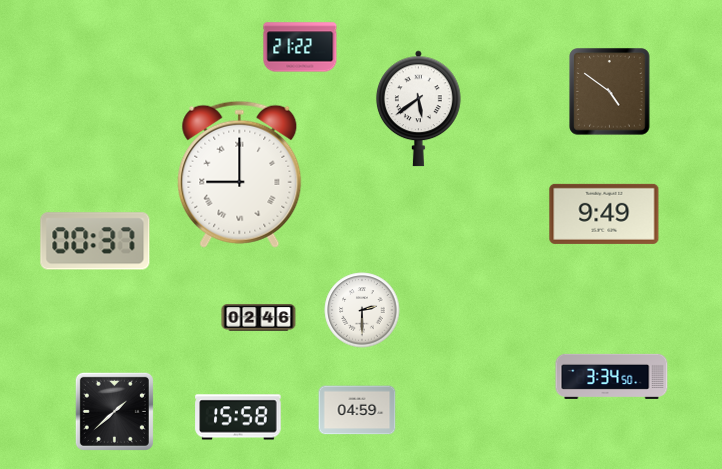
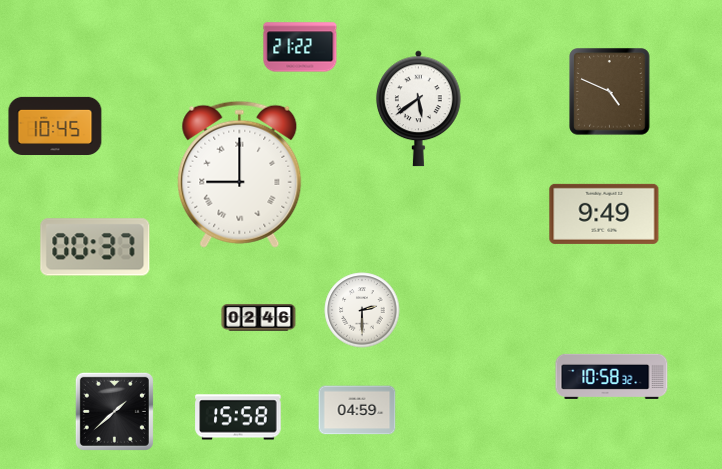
clock at (610, 92): 4:51 -> 4:49
clock at (55, 125): none -> 10:45
clock at (95, 241) position: (95, 241) -> (95, 247)
clock at (612, 376): 3:34 -> 10:58
